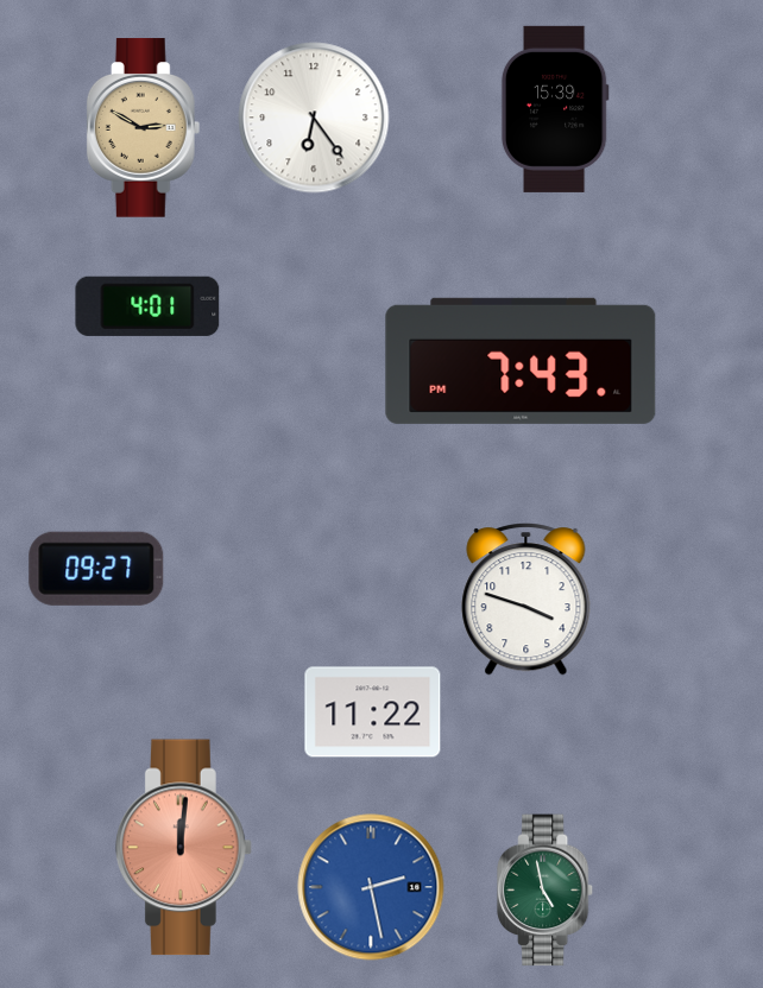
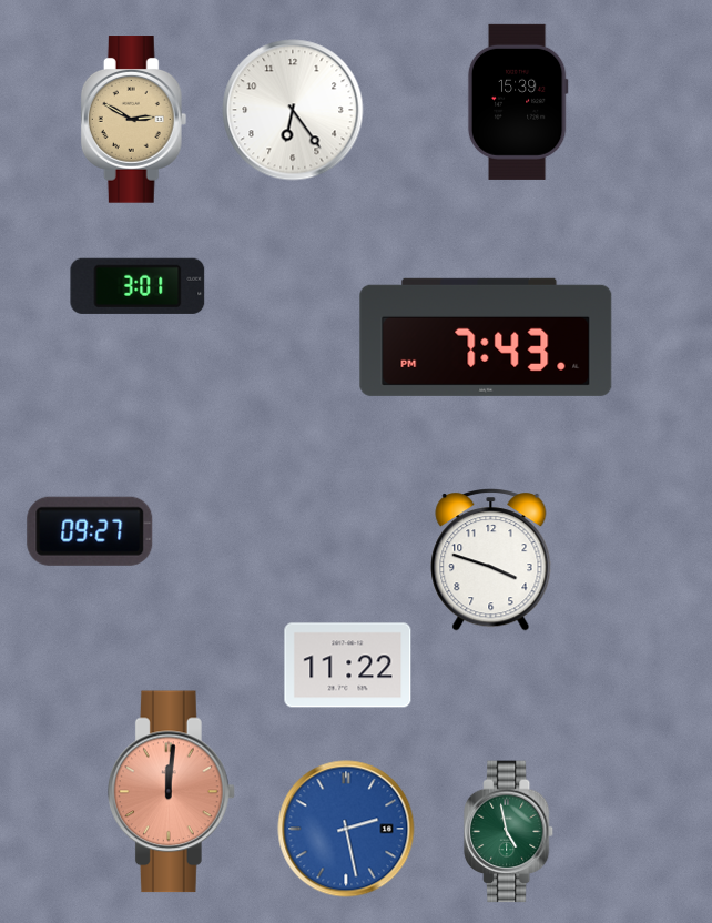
clock at (147, 306): 4:01 -> 3:01
